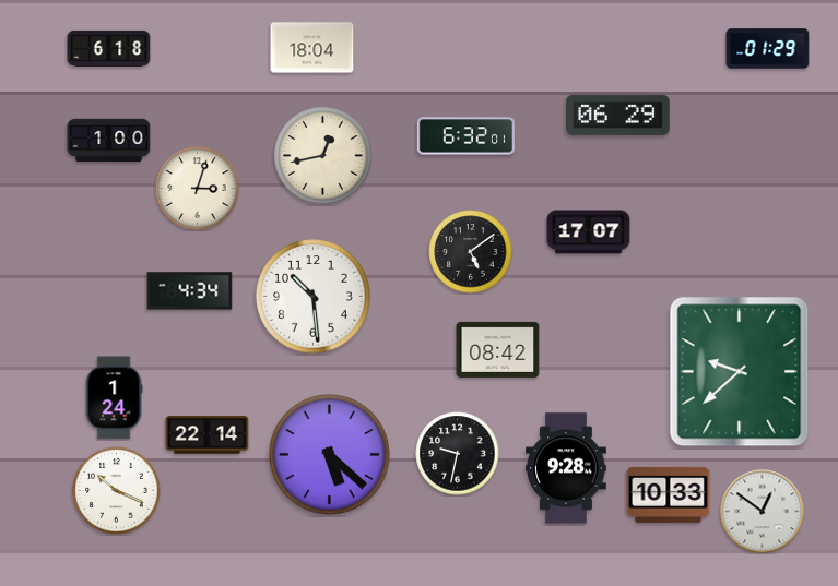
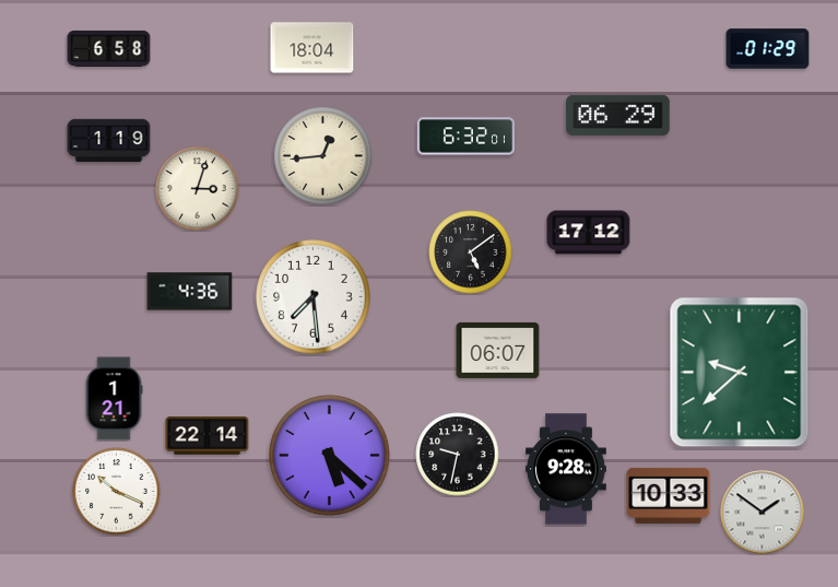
clock at (109, 48): 6:18 -> 6:58
clock at (109, 141): 1:00 -> 1:19
clock at (323, 156): 12:43 -> 12:44
clock at (589, 232): 17:07 -> 17:12
clock at (190, 291): 4:34 -> 4:36
clock at (314, 297): 10:29 -> 7:29
clock at (498, 349): 08:42 -> 06:07
clock at (114, 398): 1:24 -> 1:21
clock at (763, 512): 12:51 -> 1:51
